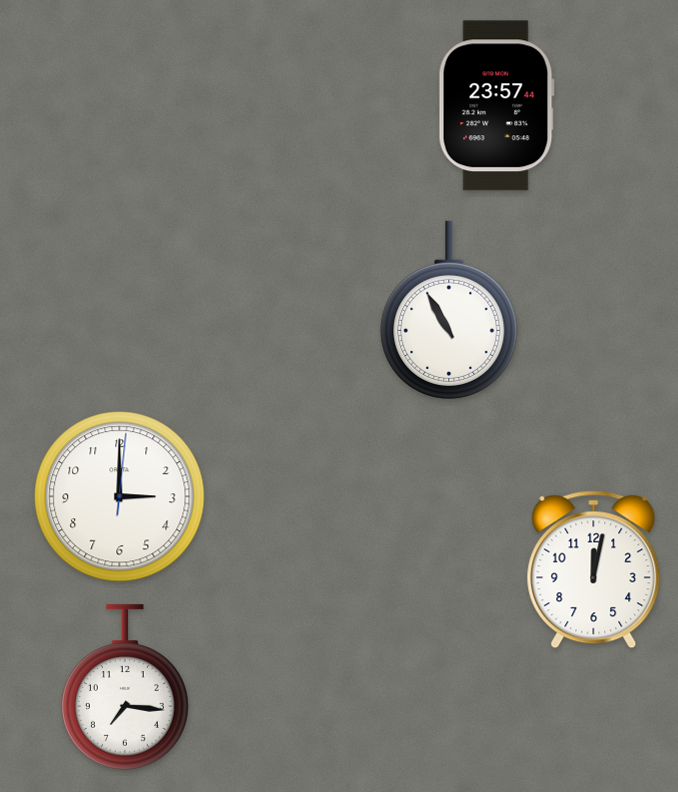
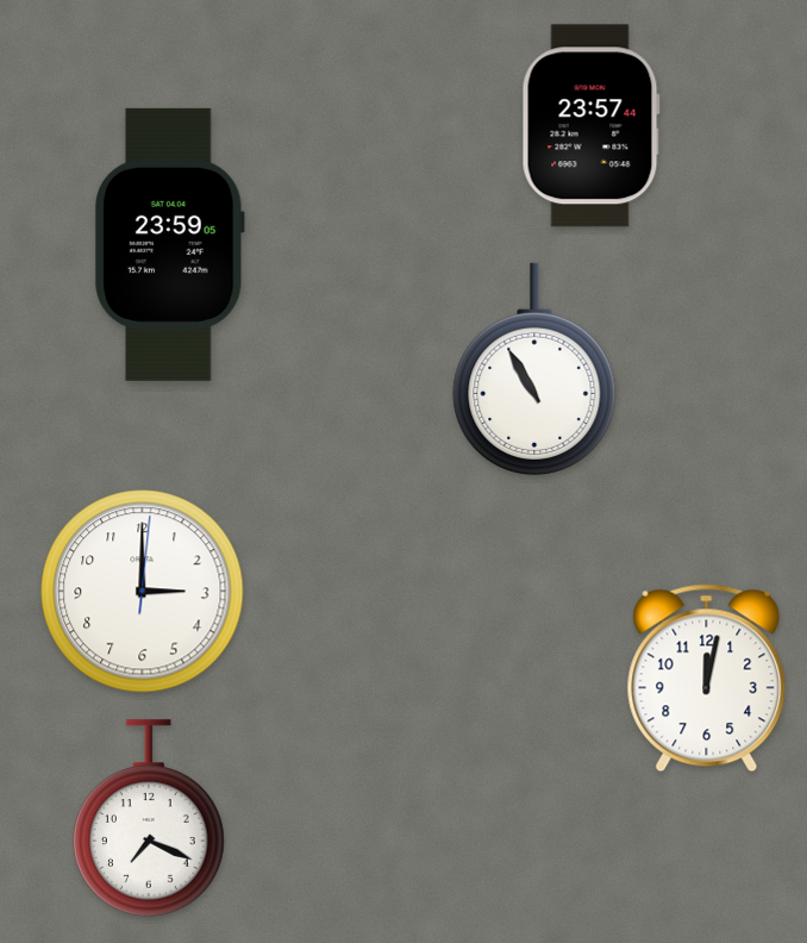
clock at (170, 244): none -> 23:59
clock at (126, 687): 7:16 -> 7:19
